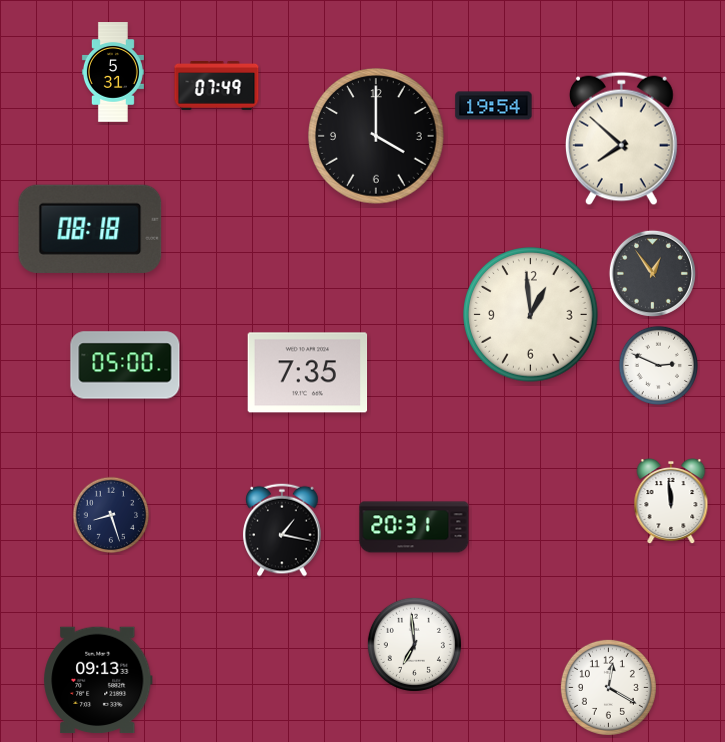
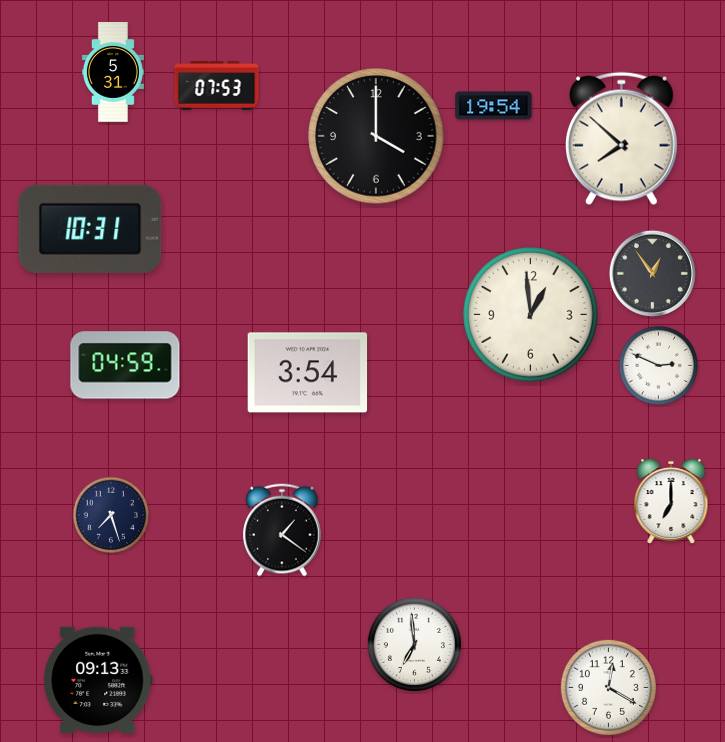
clock at (217, 86): 07:49 -> 07:53
clock at (90, 229): 08:18 -> 10:31
clock at (125, 365): 05:00 -> 04:59
clock at (308, 373): 7:35 -> 3:54
clock at (671, 502): 11:59 -> 7:00
clock at (111, 515): 8:27 -> 7:27
clock at (414, 527): 20:31 -> none
clock at (282, 530): 1:17 -> 1:21
